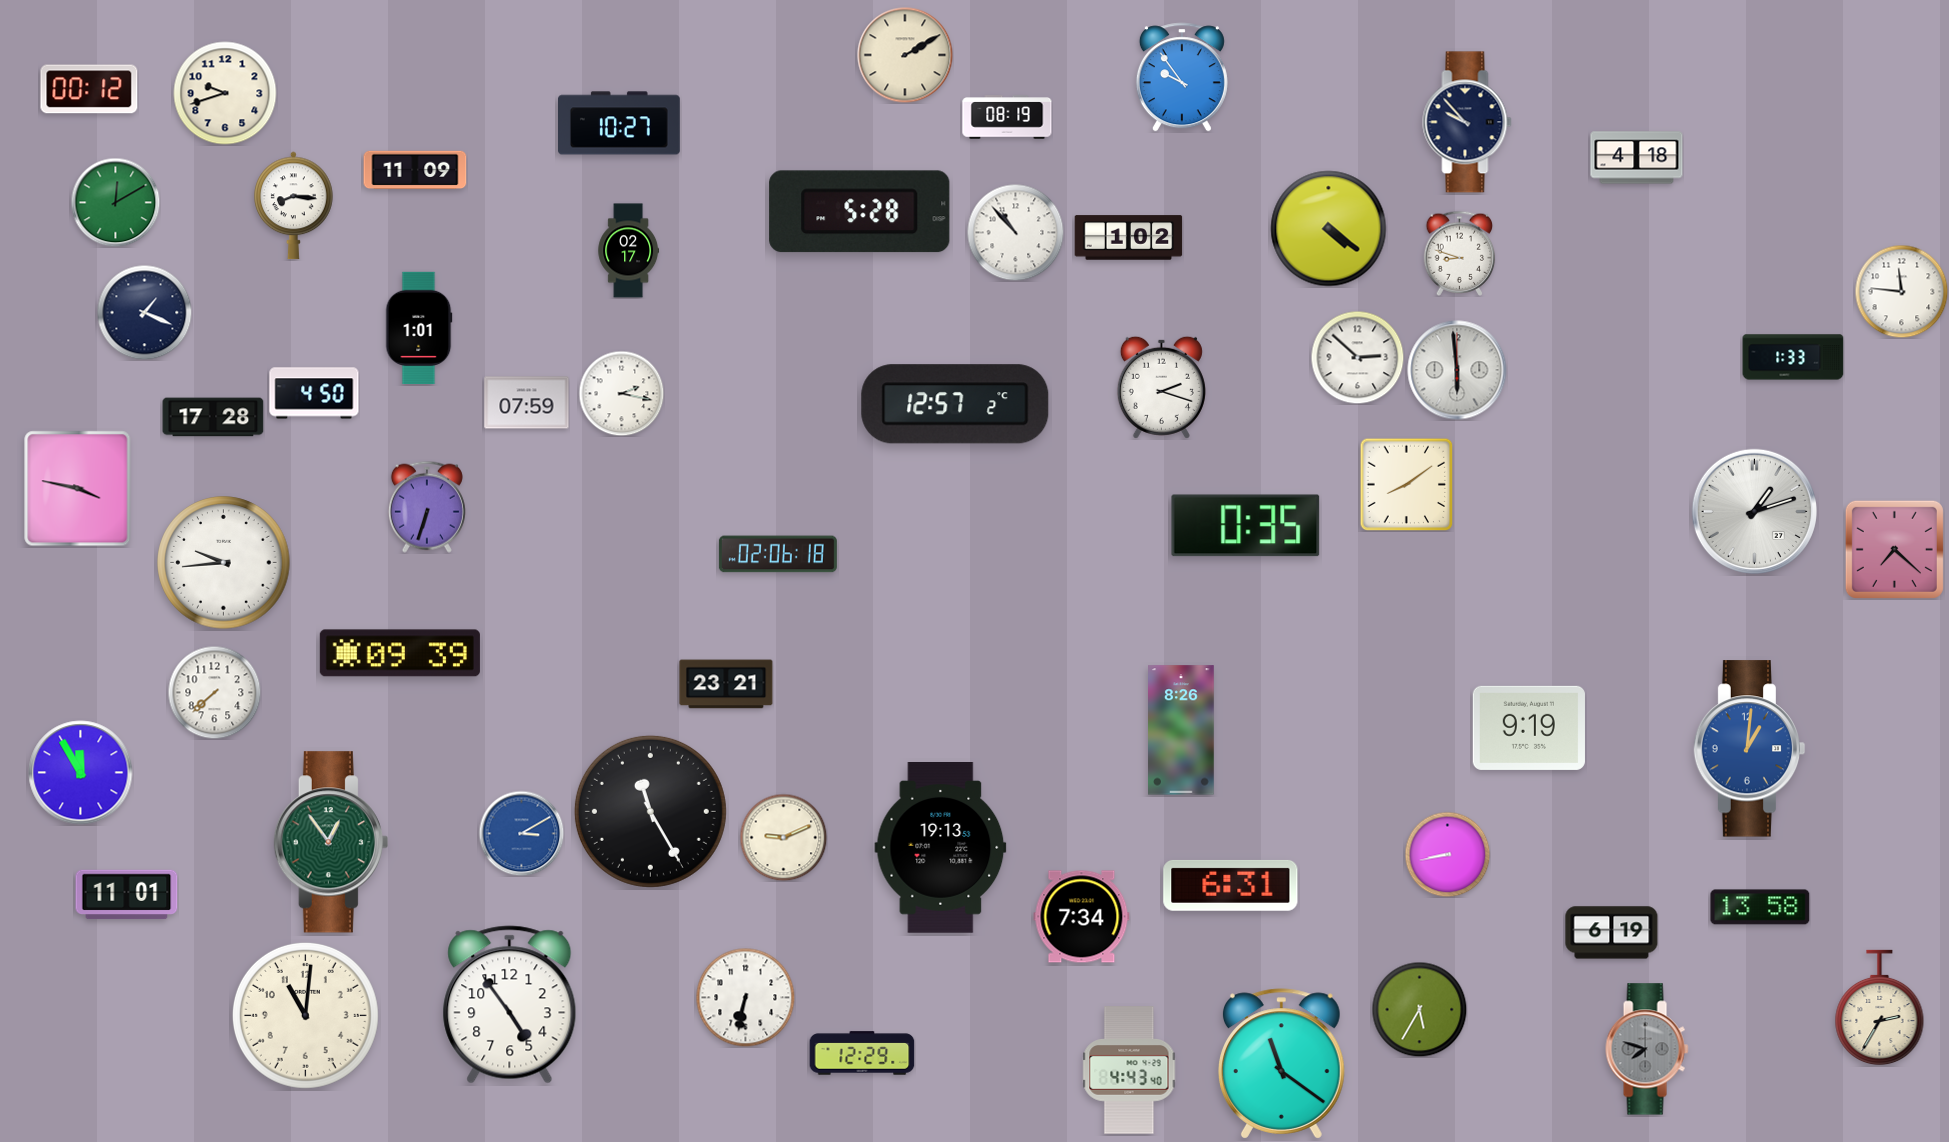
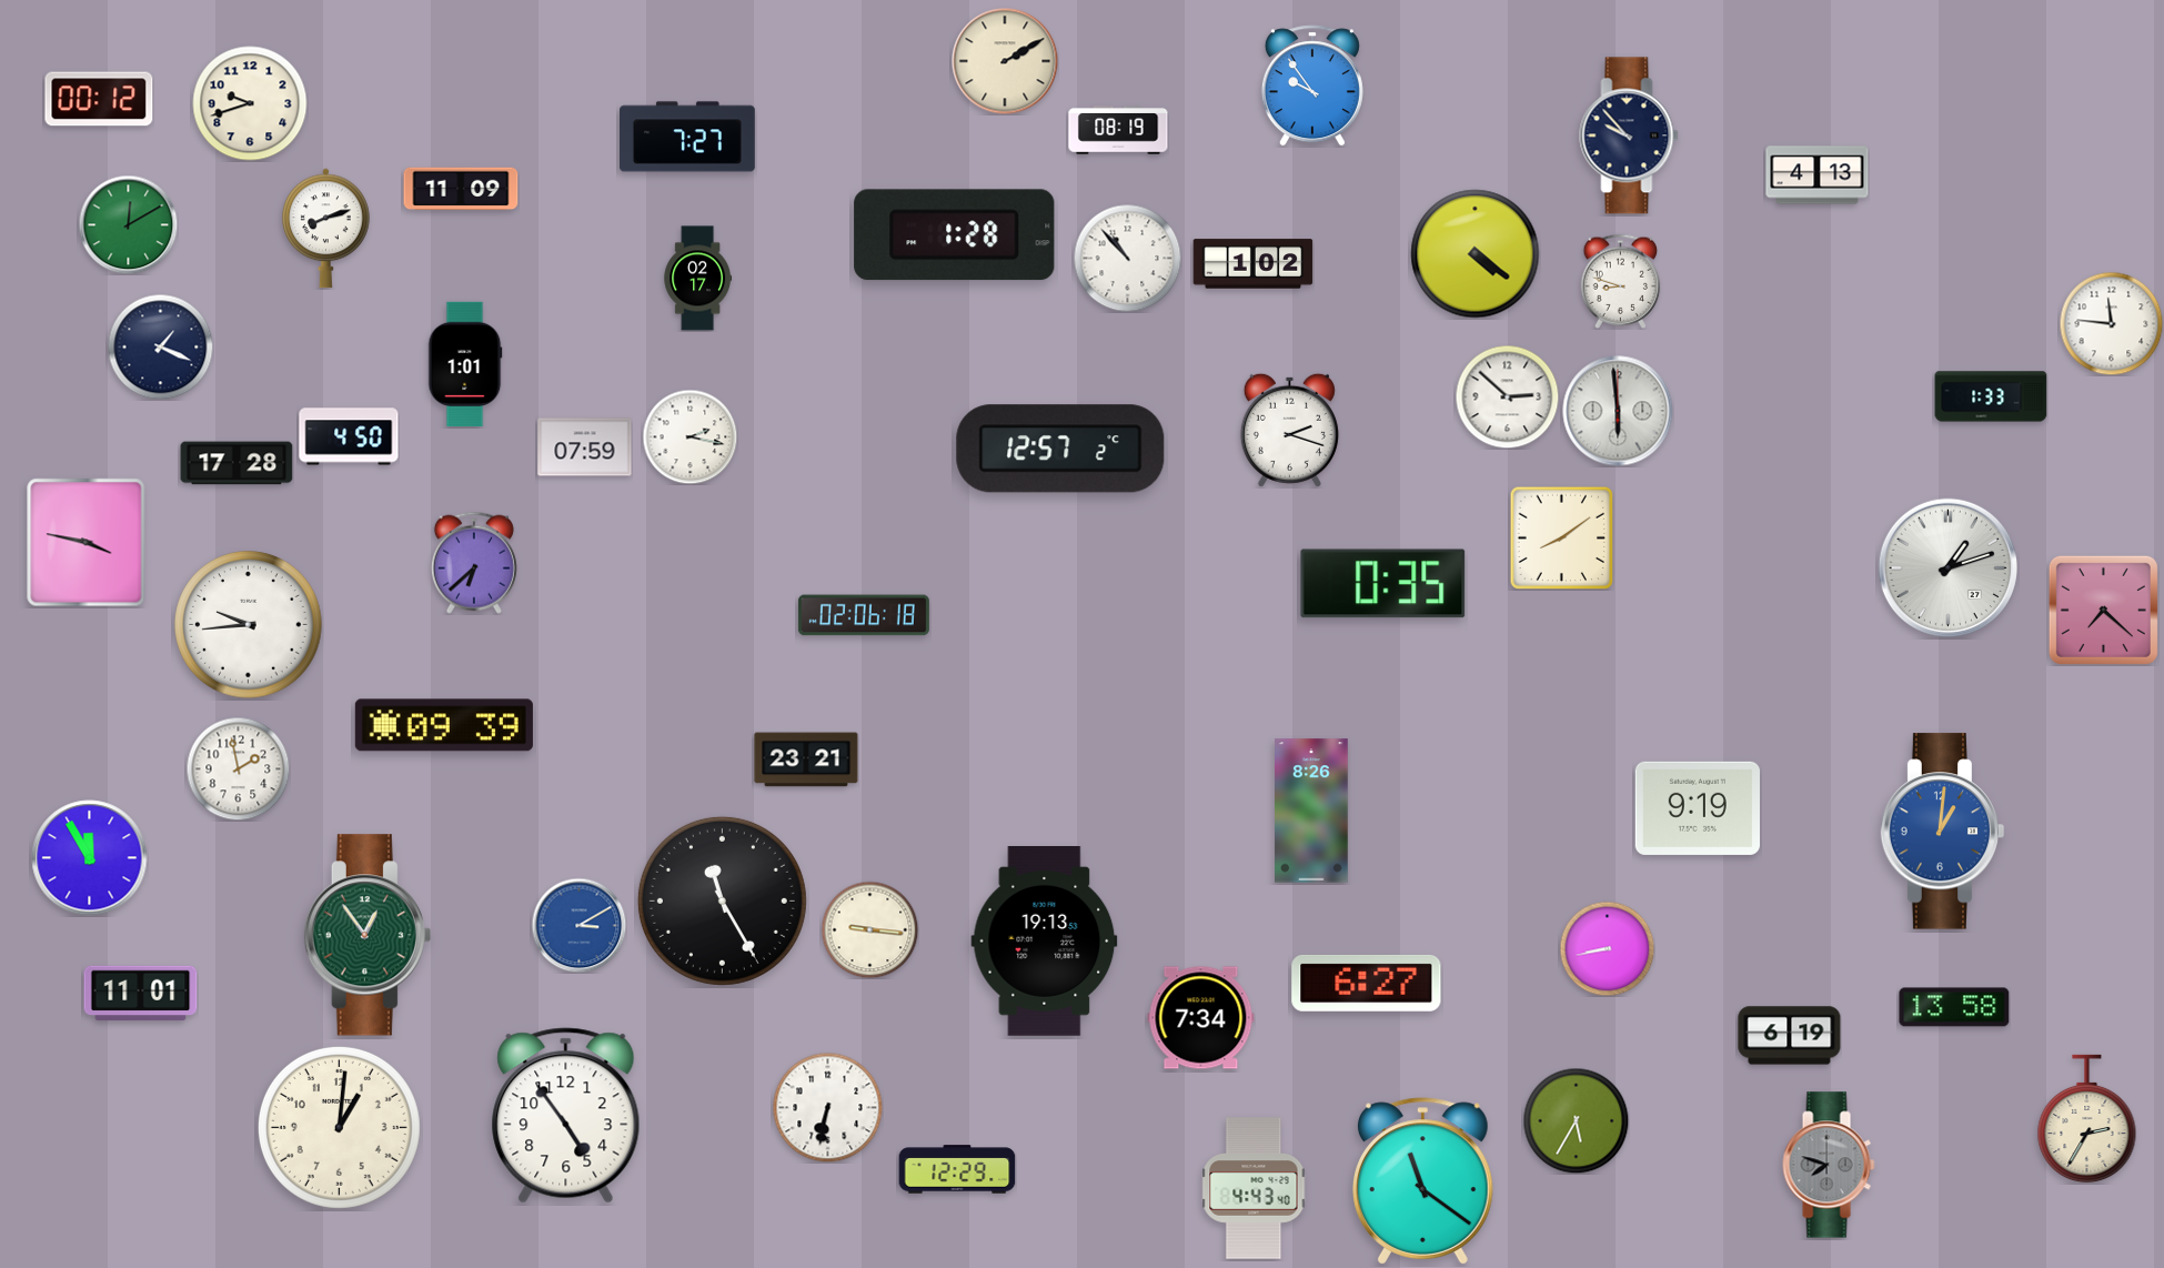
clock at (620, 123): 10:27 -> 7:27
clock at (1637, 158): 4:18 -> 4:13
clock at (294, 206): 8:16 -> 8:12
clock at (860, 212): 5:28 -> 1:28
clock at (427, 507): 6:33 -> 6:38
clock at (214, 692): 7:38 -> 1:58
clock at (783, 837): 9:11 -> 9:16
clock at (1231, 885): 6:31 -> 6:27
clock at (305, 1015): 11:01 -> 1:01
